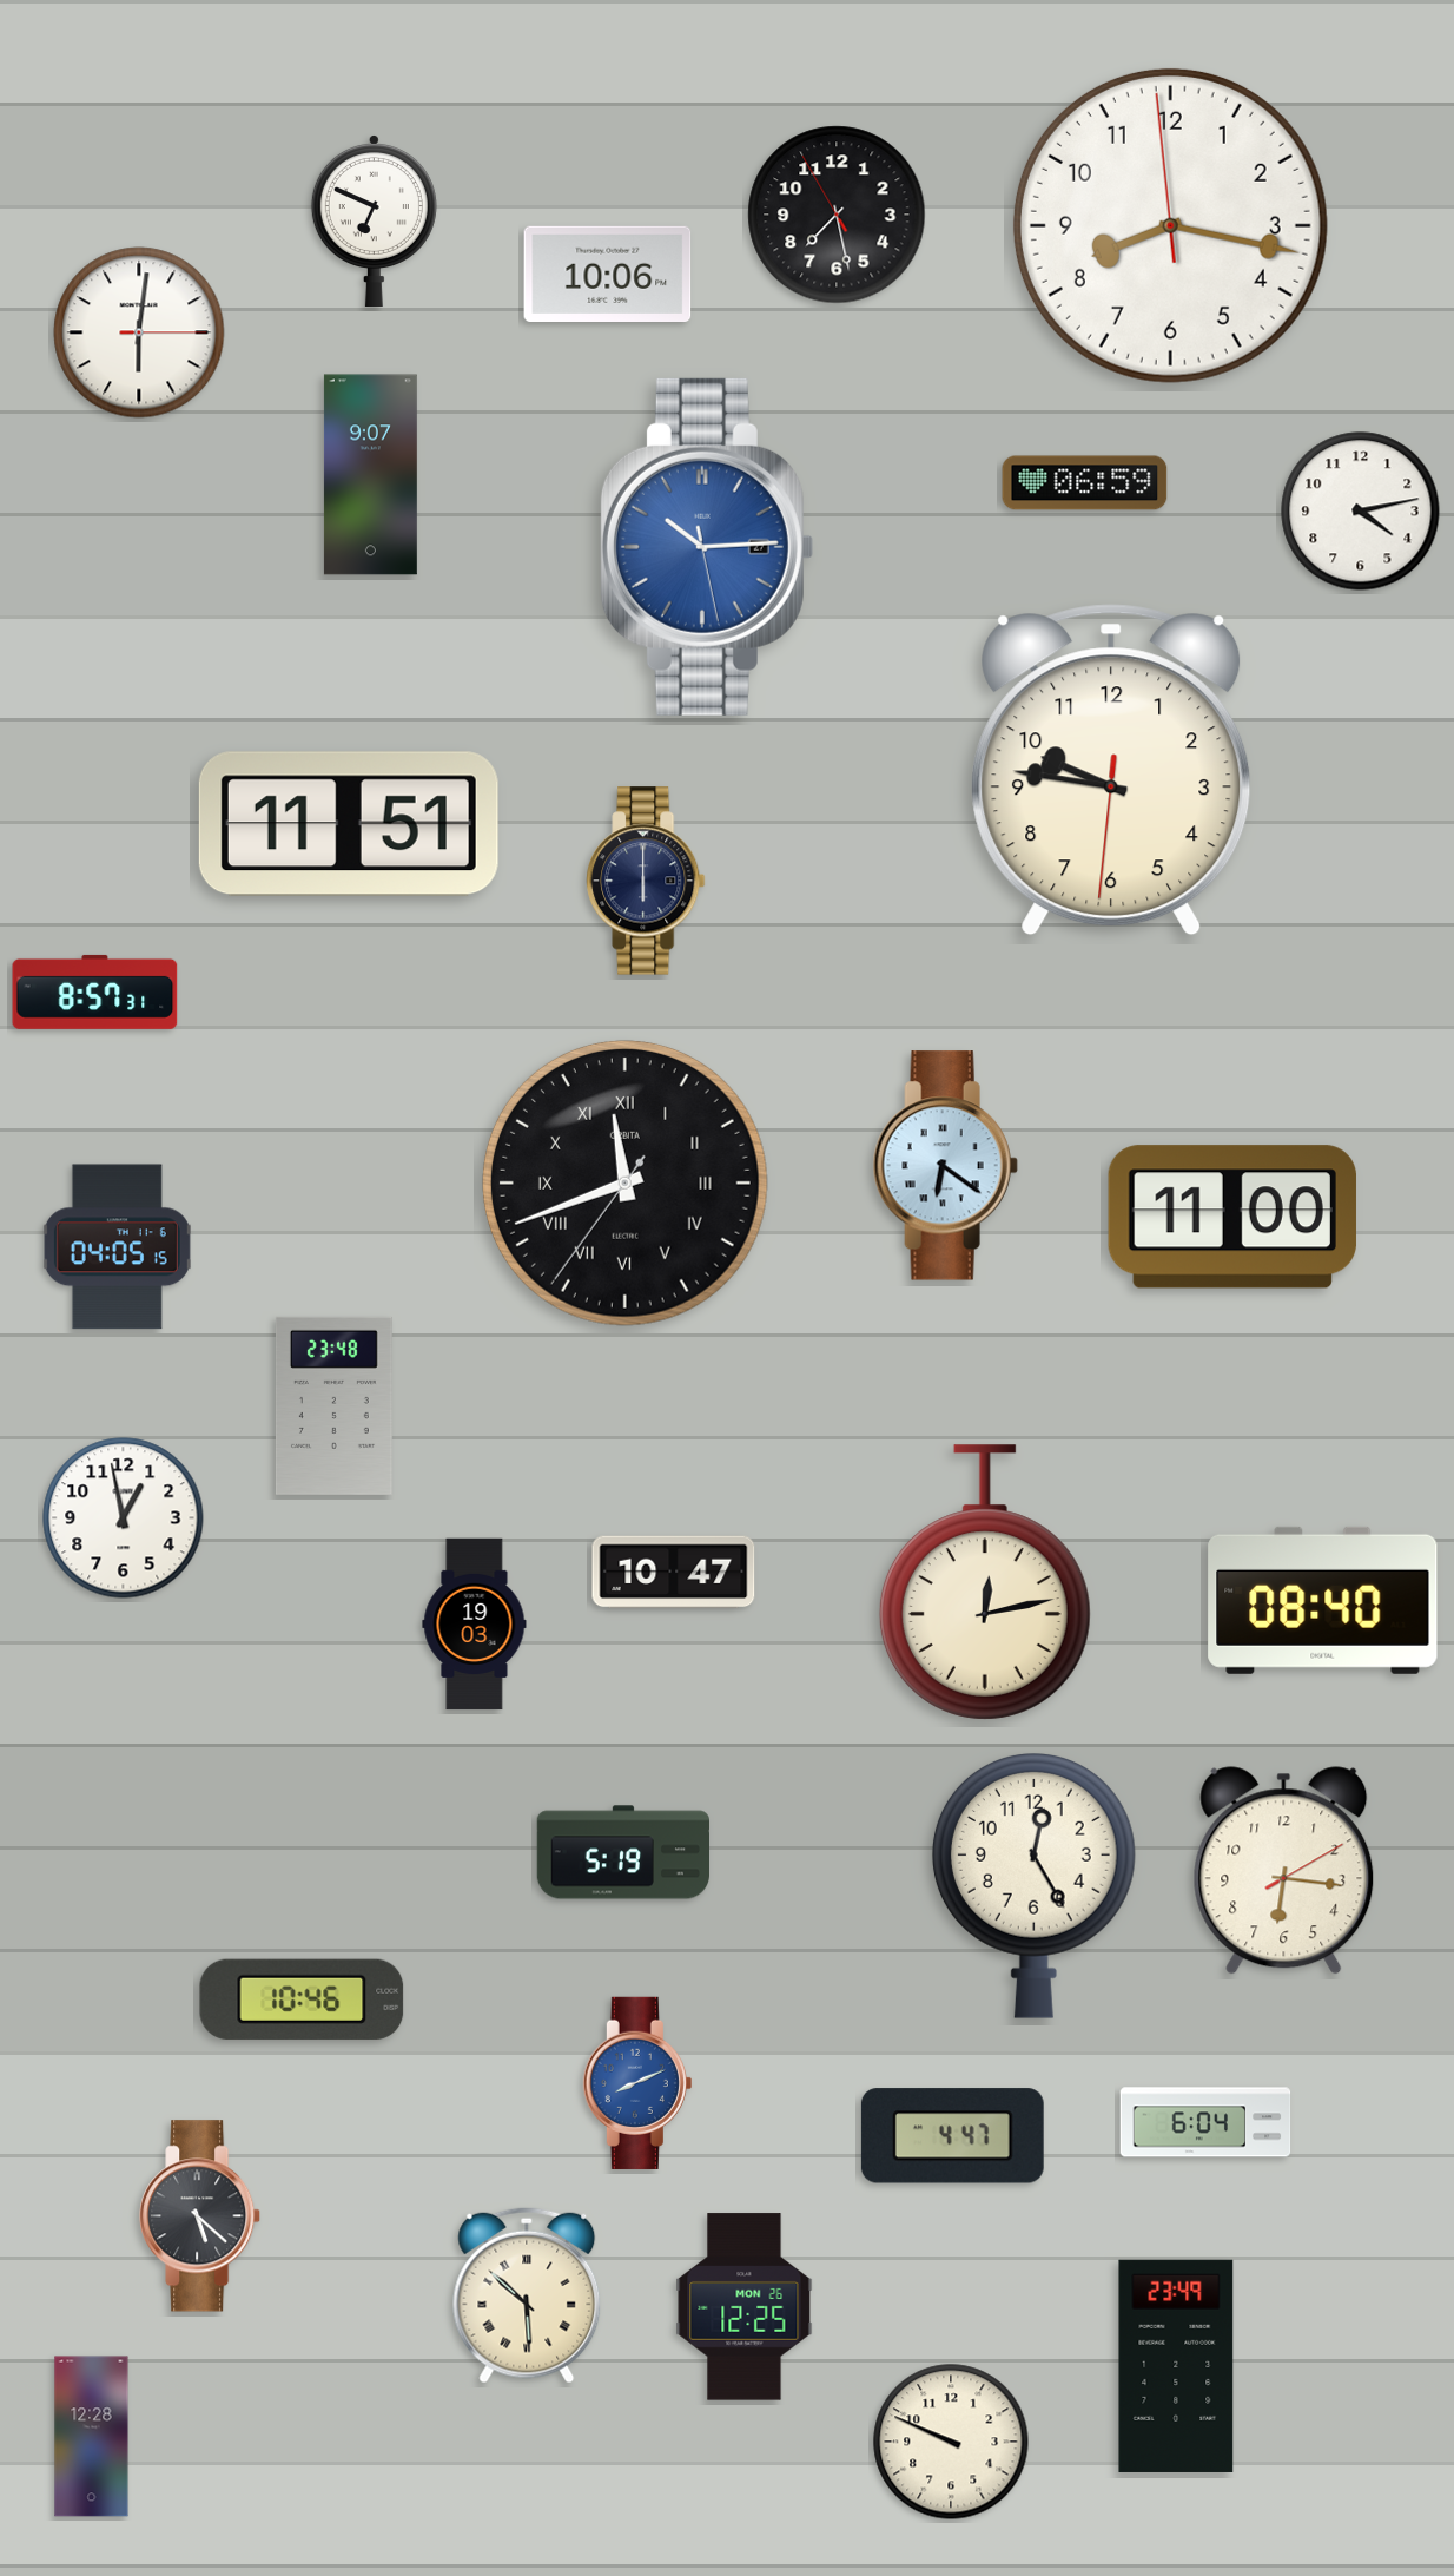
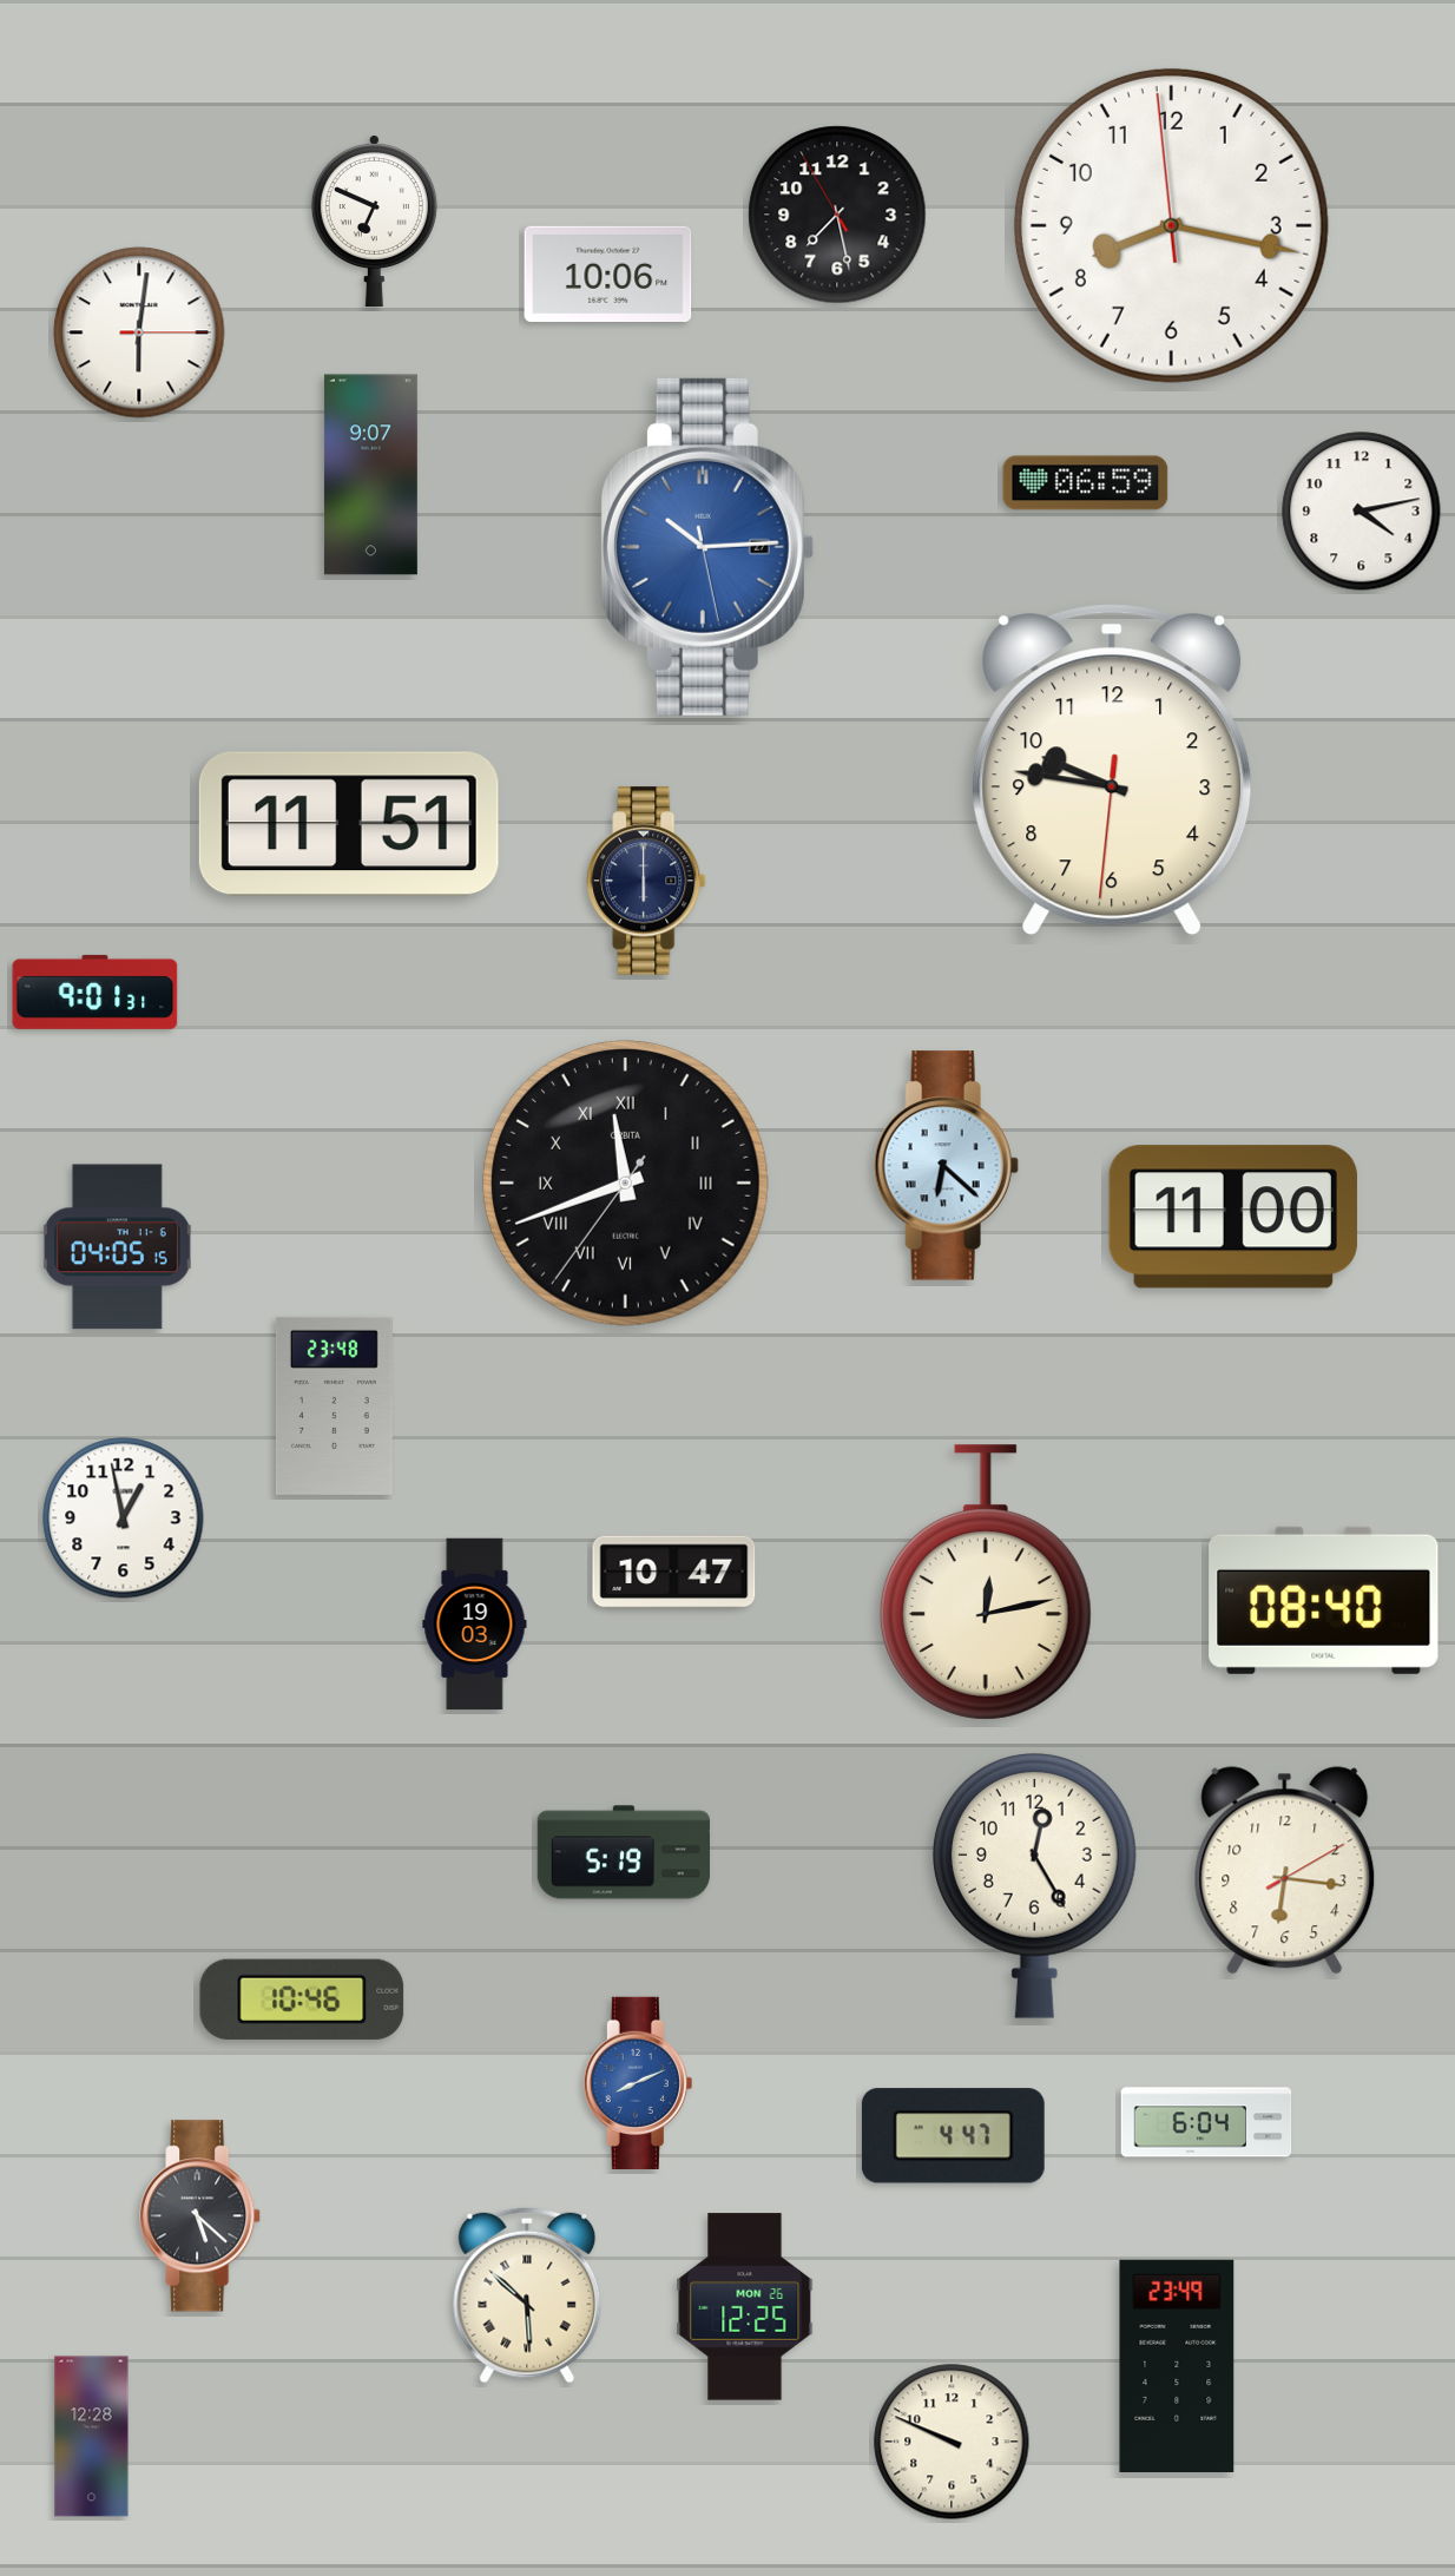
clock at (95, 991): 8:57 -> 9:01
clock at (945, 1166): 6:21 -> 6:22
